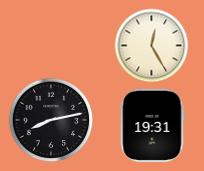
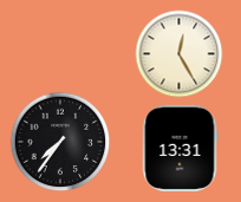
clock at (51, 120): 8:13 -> 7:36
clock at (152, 125): 19:31 -> 13:31
